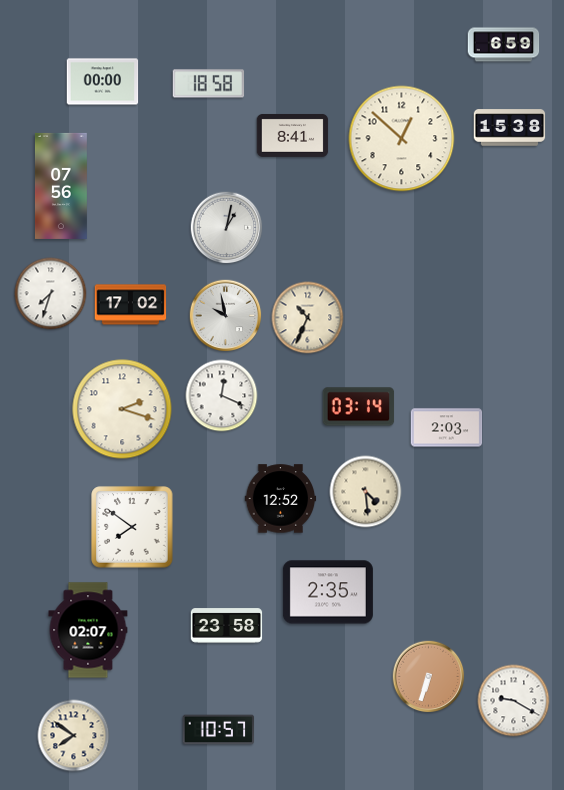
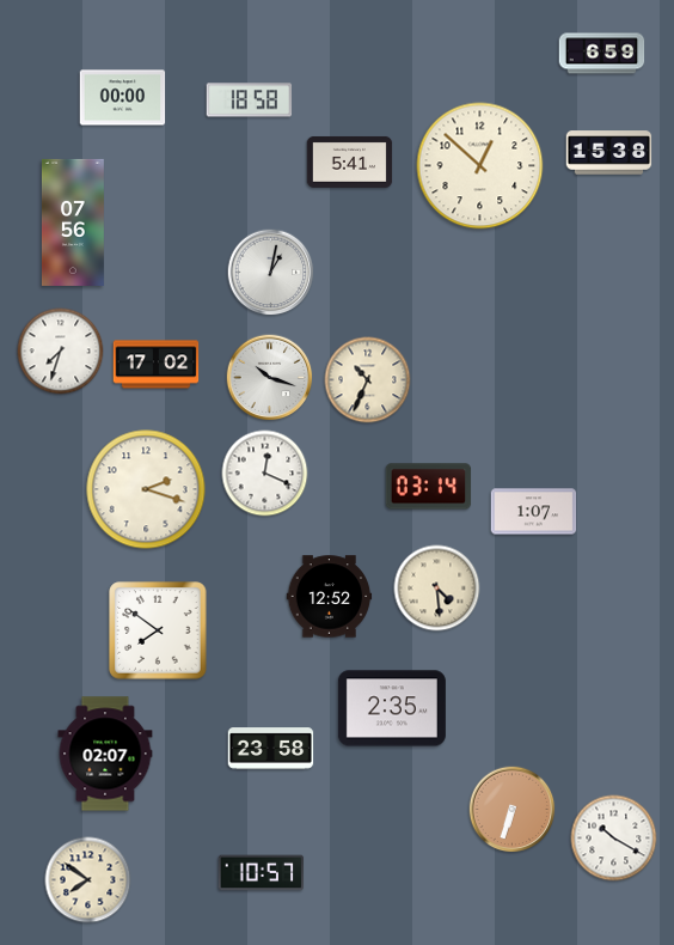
clock at (293, 135): 8:41 -> 5:41
clock at (226, 316): 9:58 -> 10:18
clock at (447, 428): 2:03 -> 1:07
clock at (281, 499) position: (281, 499) -> (330, 597)
clock at (514, 701): 9:20 -> 10:20
